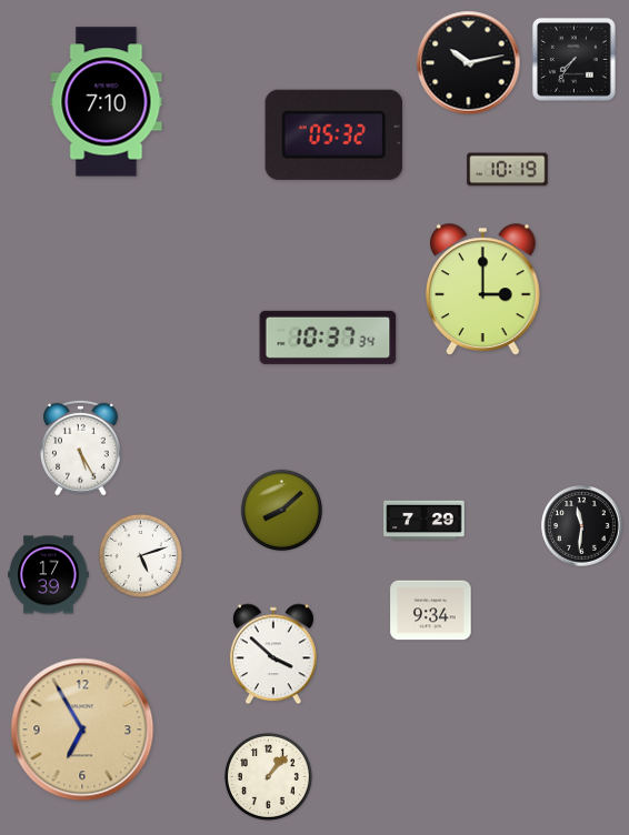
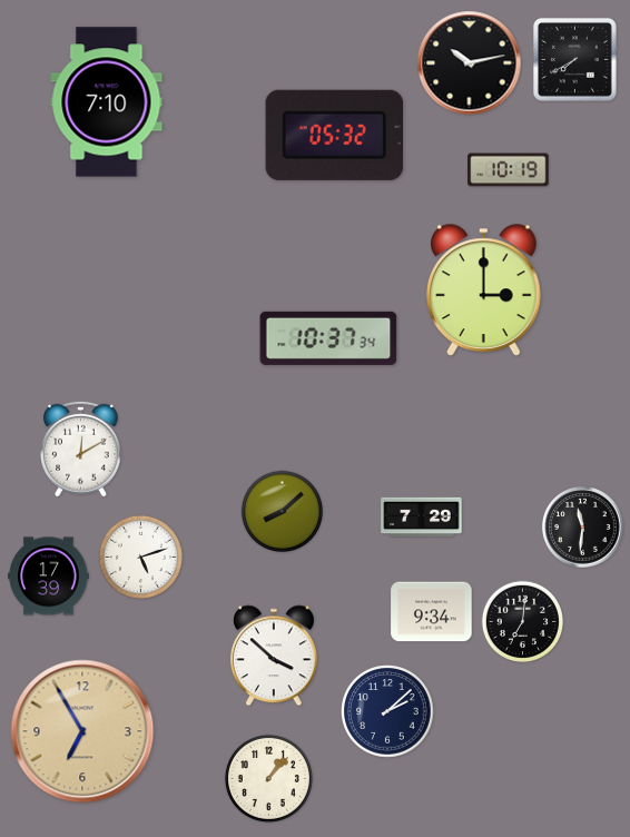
clock at (573, 59): 7:36 -> 7:40
clock at (81, 447): 5:25 -> 12:10
clock at (425, 521) position: (425, 521) -> (422, 518)
clock at (522, 621): none -> 7:01
clock at (387, 711): none -> 2:08
